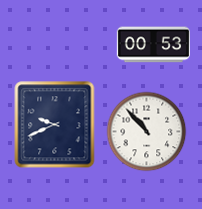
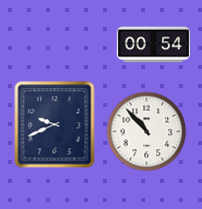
clock at (153, 45): 00:53 -> 00:54
